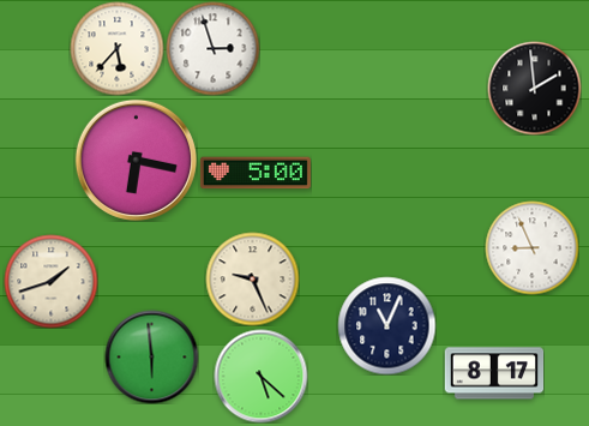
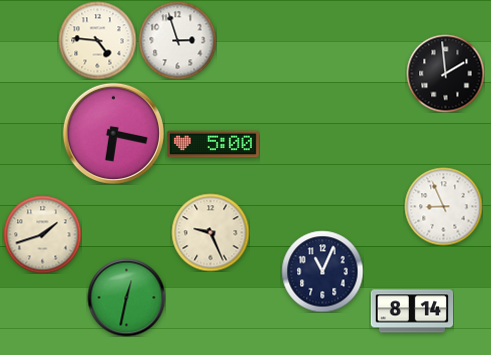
clock at (116, 48): 5:37 -> 4:46
clock at (151, 356): 5:59 -> 12:32
clock at (494, 373): 8:17 -> 8:14
clock at (260, 376): 5:22 -> none
